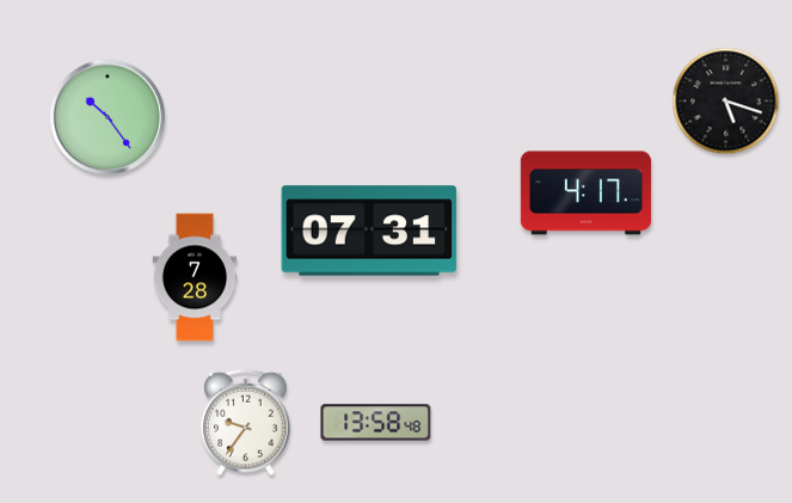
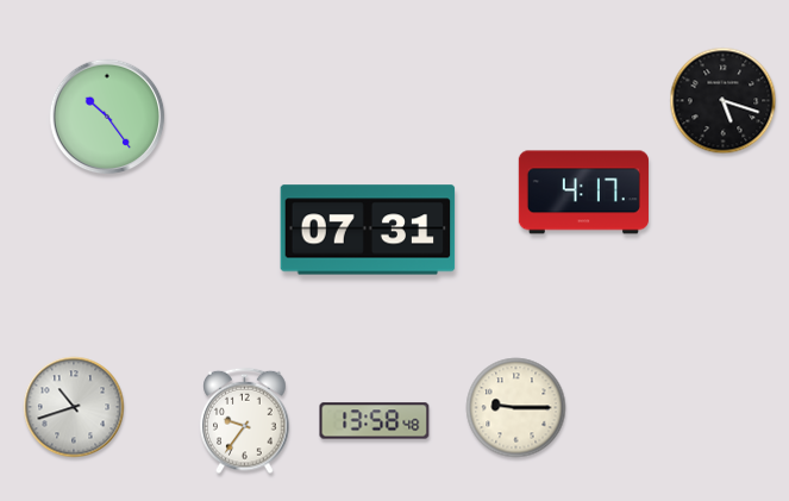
clock at (195, 277): 7:28 -> none
clock at (74, 407): none -> 10:42
clock at (516, 408): none -> 9:15
